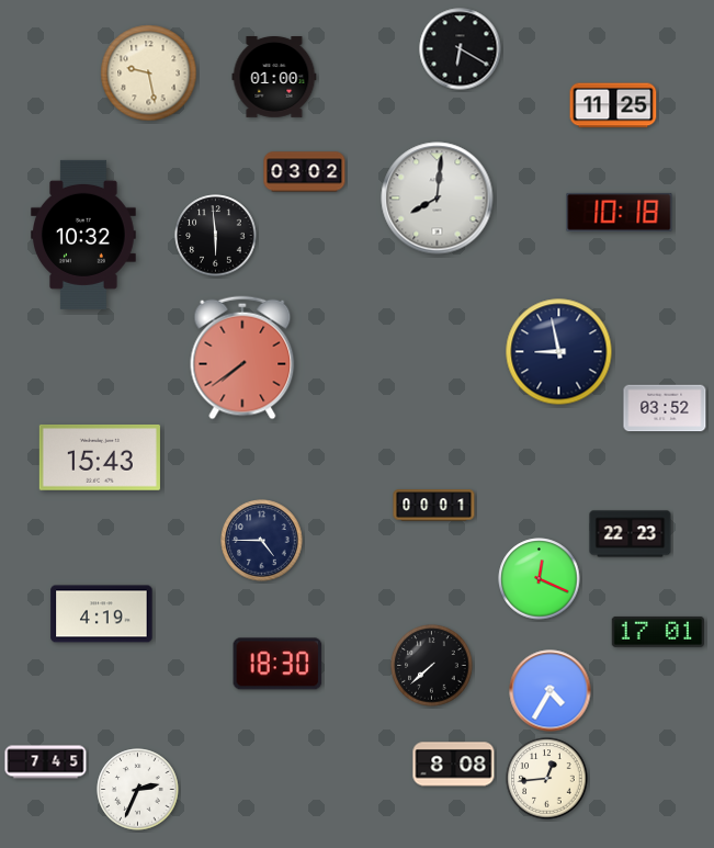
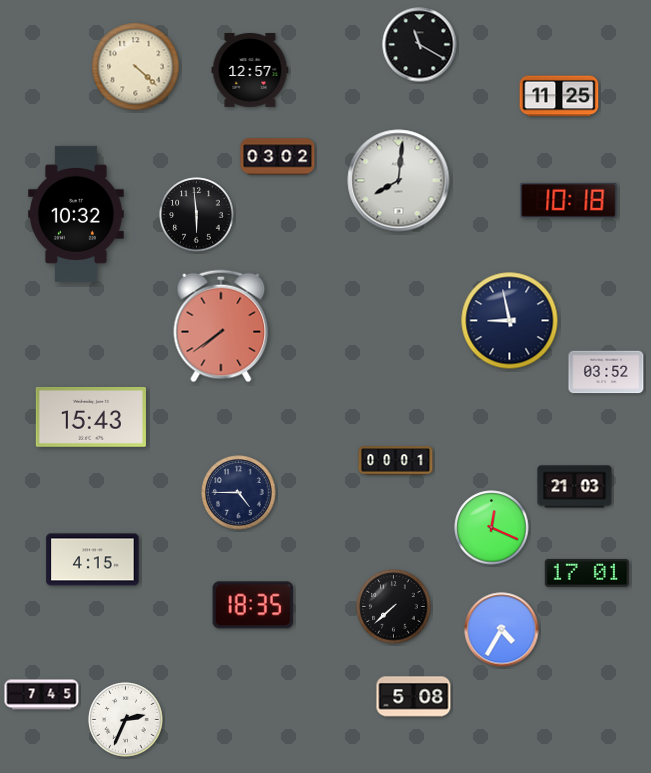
clock at (461, 49): 6:20 -> 11:20
clock at (149, 74): 9:28 -> 4:22
clock at (274, 78): 01:00 -> 12:57
clock at (620, 212) position: (620, 212) -> (569, 200)
clock at (631, 534): 22:23 -> 21:03
clock at (102, 614): 4:19 -> 4:15
clock at (657, 632) position: (657, 632) -> (586, 573)
clock at (277, 664): 18:30 -> 18:35
clock at (454, 765): 8:08 -> 5:08
clock at (547, 779): 12:44 -> none
